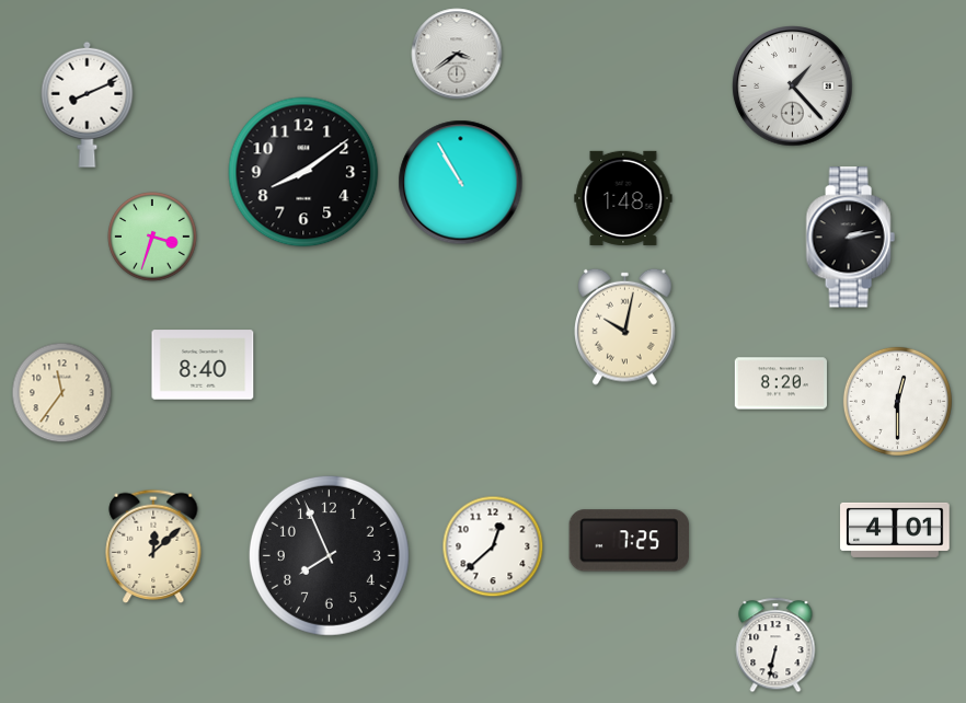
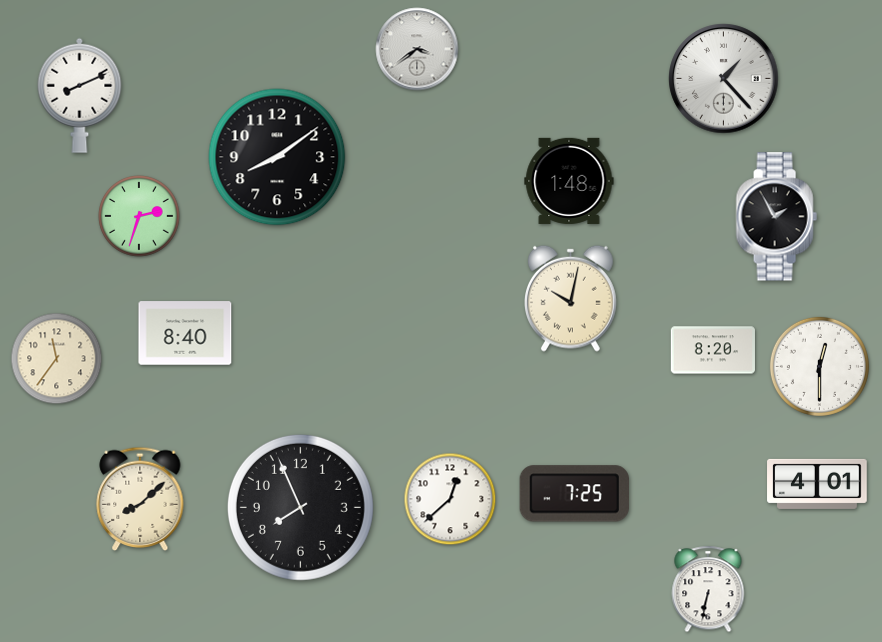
clock at (461, 183): 10:55 -> none
clock at (152, 237): 3:33 -> 2:33
clock at (850, 238): 2:13 -> 1:55
clock at (153, 545): 12:08 -> 8:08
